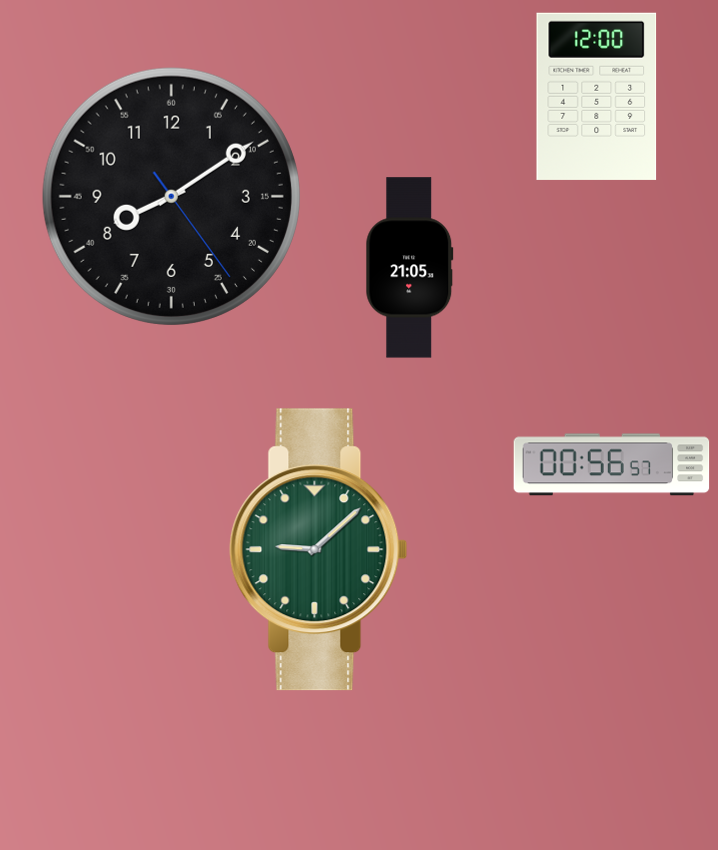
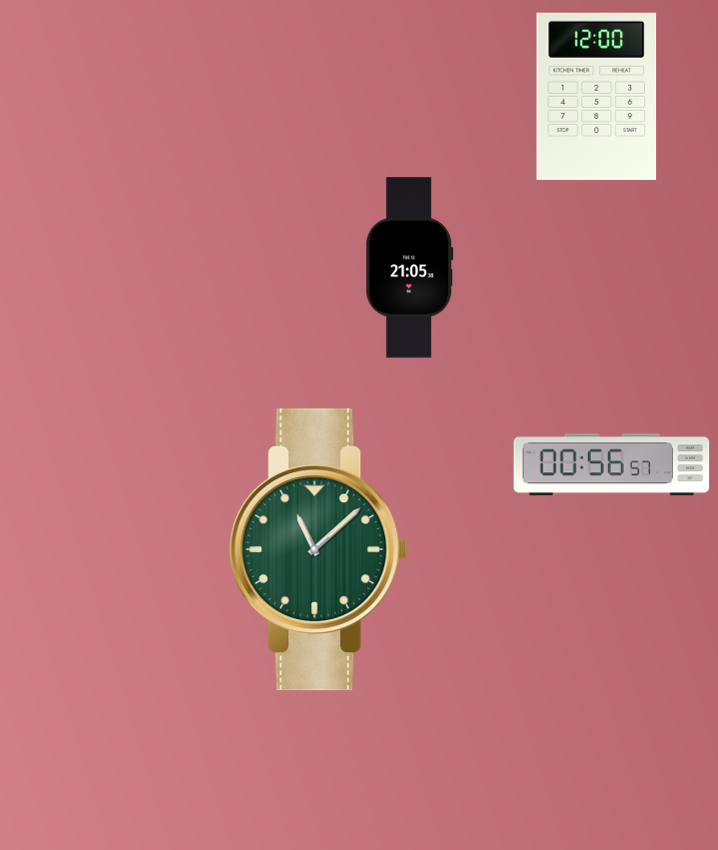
clock at (171, 196): 8:09 -> none
clock at (319, 550): 9:08 -> 11:08
